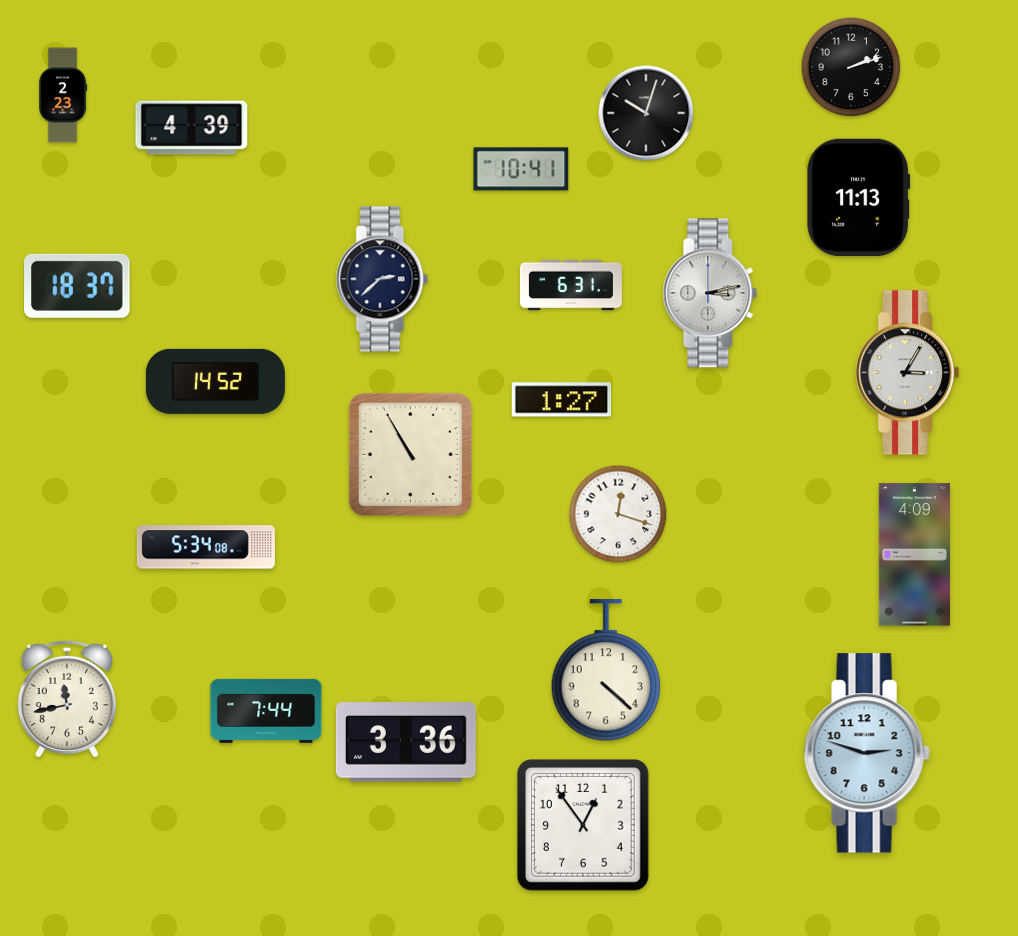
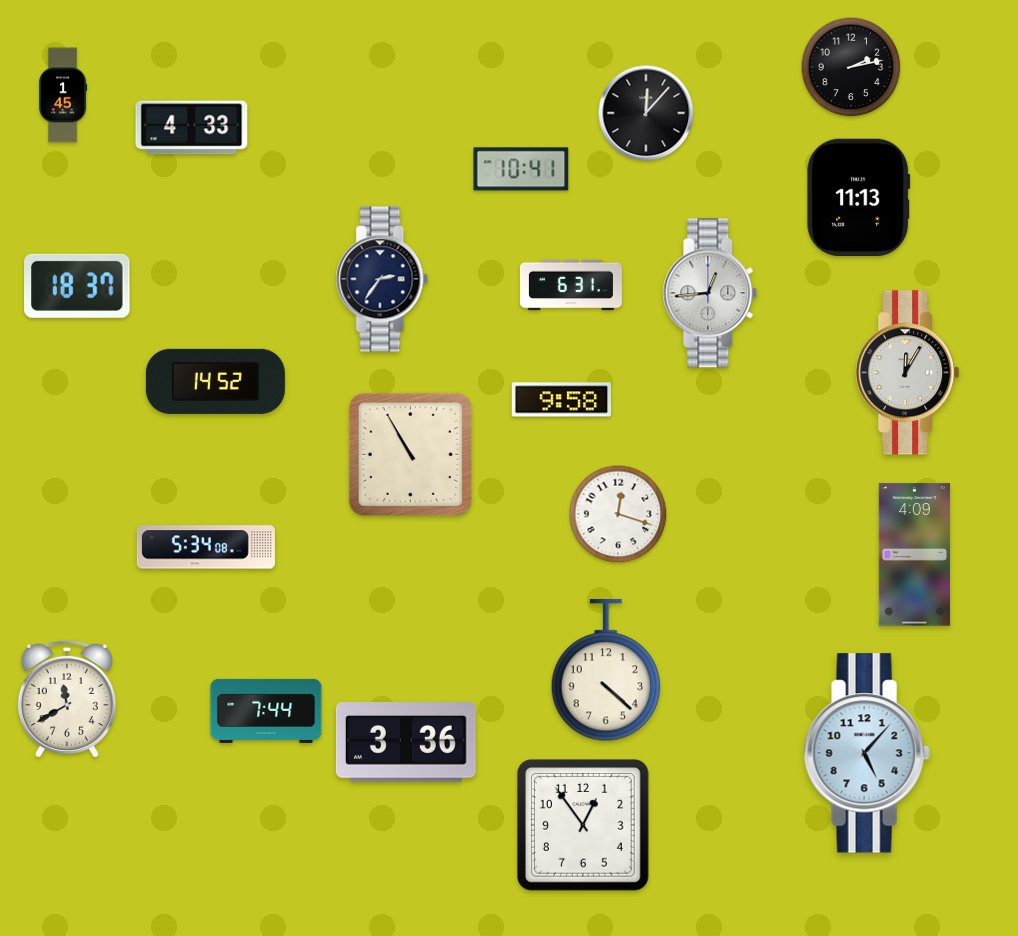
clock at (851, 67): 2:12 -> 2:13
clock at (64, 95): 2:23 -> 1:45
clock at (646, 113): 10:03 -> 12:07
clock at (192, 128): 4:39 -> 4:33
clock at (382, 279): 2:38 -> 2:36
clock at (710, 293): 3:13 -> 12:44
clock at (908, 373): 3:05 -> 12:05
clock at (561, 400): 1:27 -> 9:58
clock at (67, 699): 11:43 -> 11:40
clock at (867, 753): 2:48 -> 5:07
